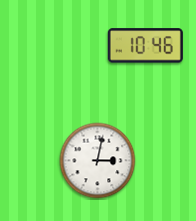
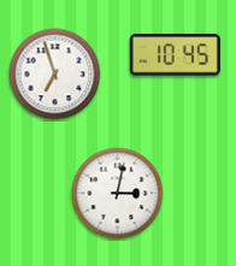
clock at (145, 46): 10:46 -> 10:45
clock at (55, 75): none -> 6:57
